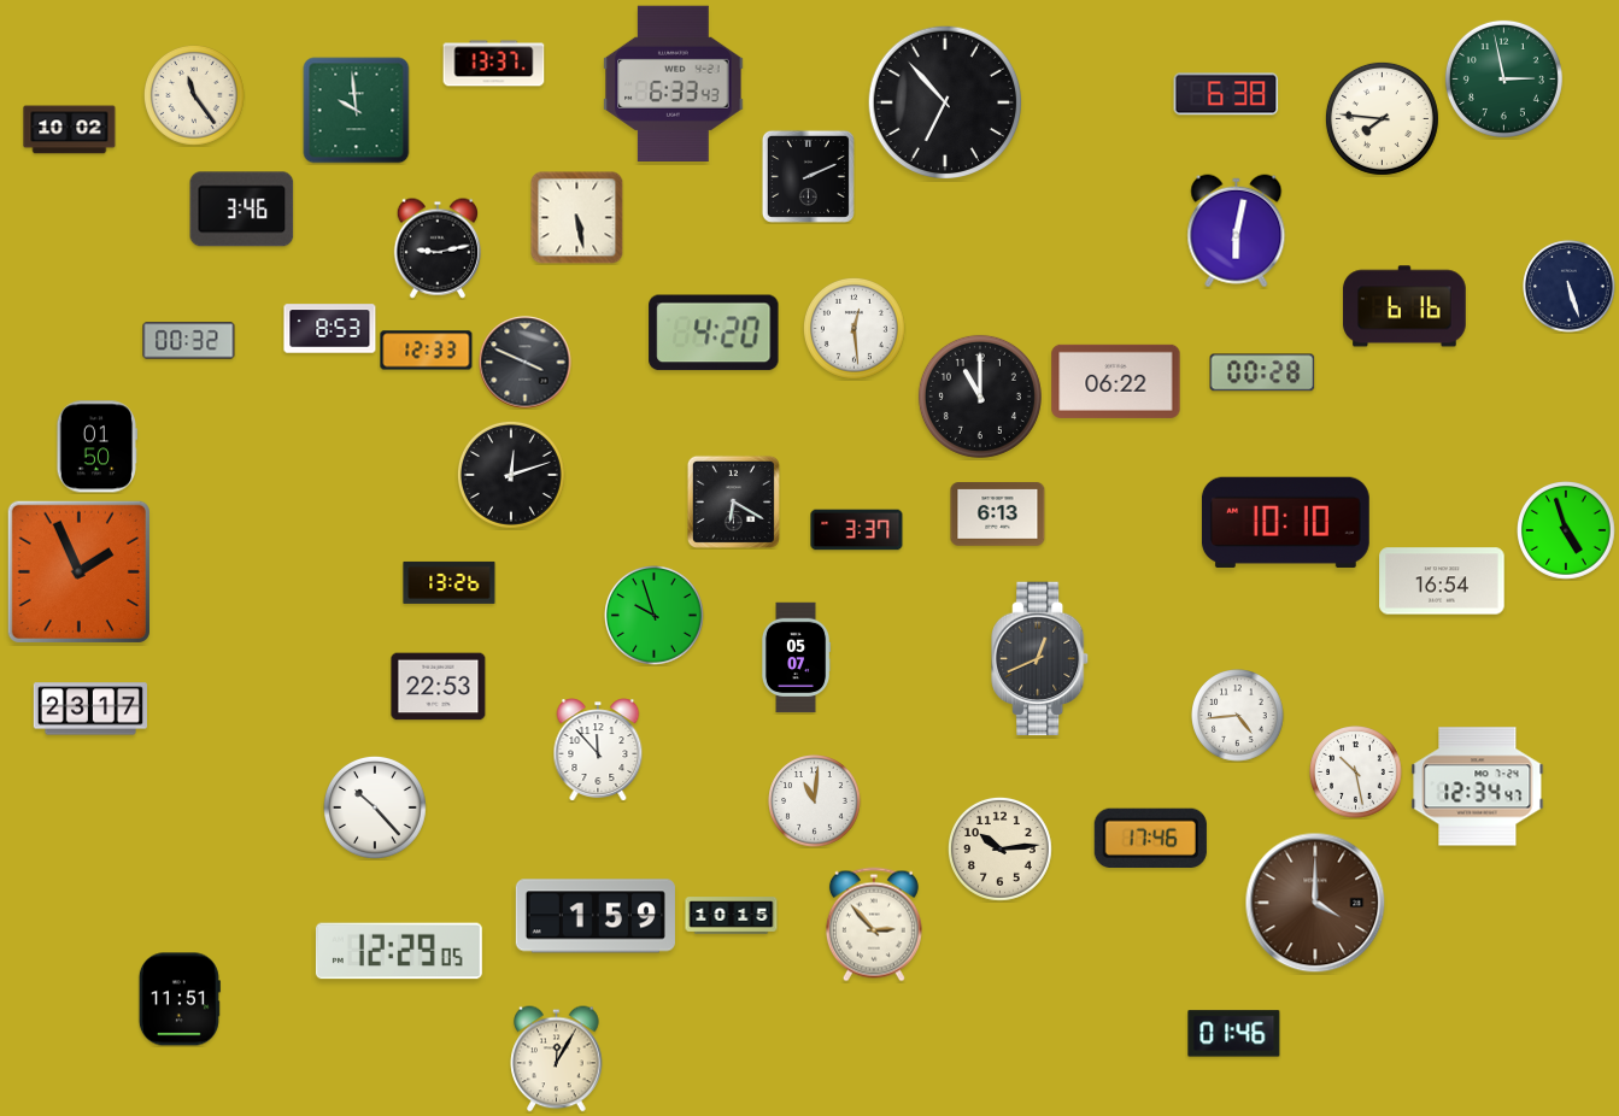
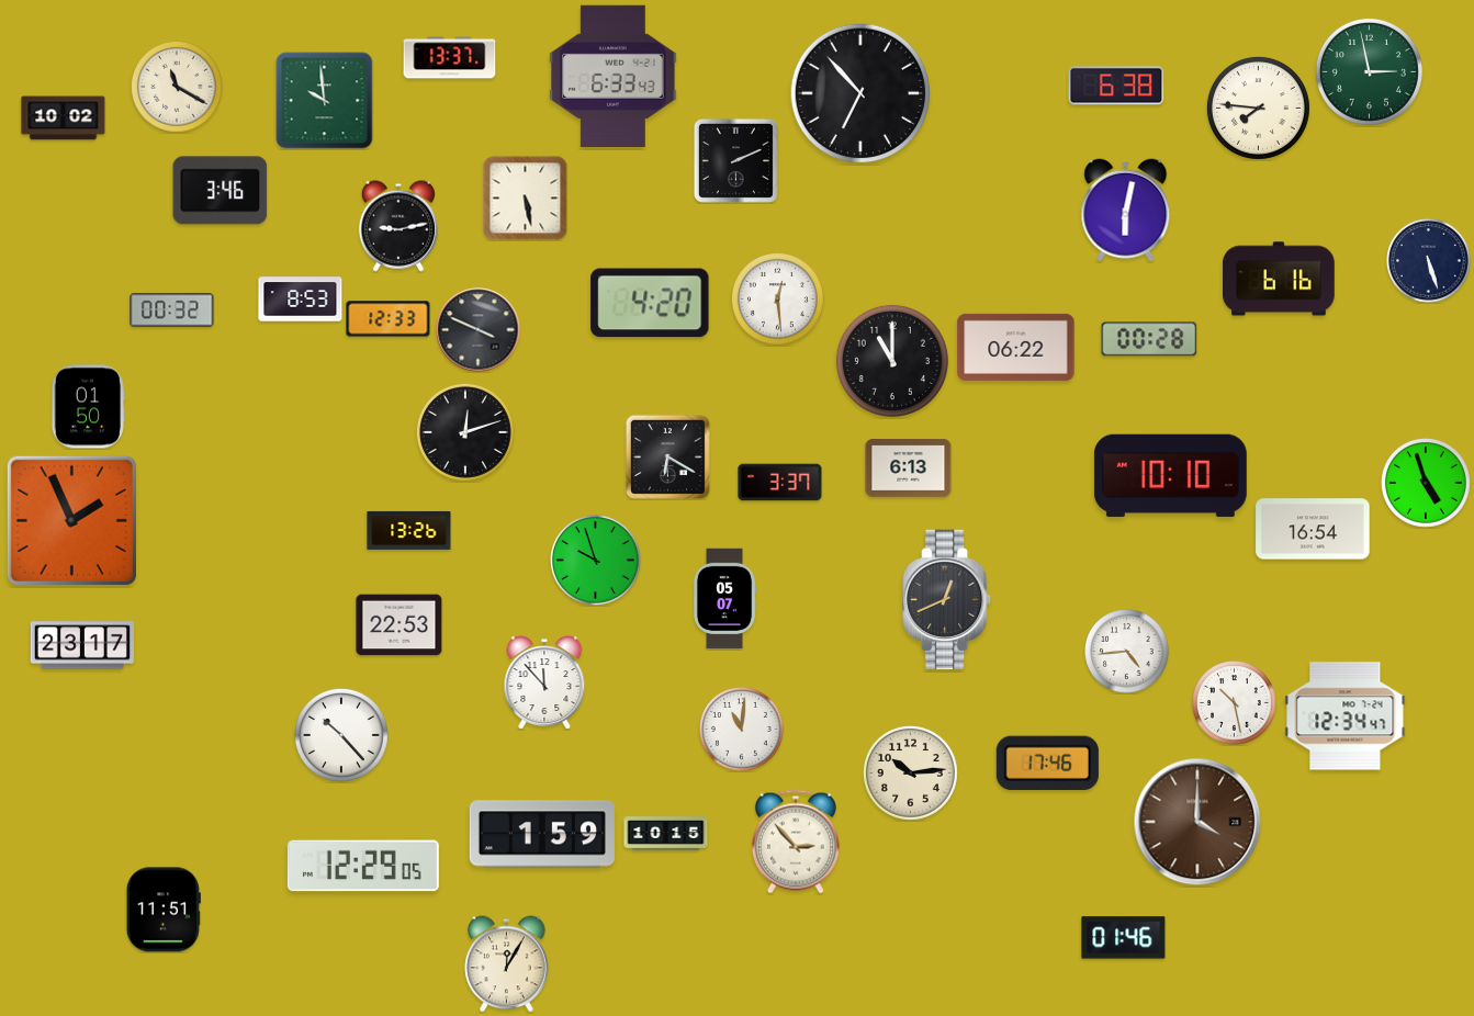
clock at (194, 95): 11:24 -> 11:20
clock at (1234, 1034) position: (1234, 1034) -> (1124, 938)
